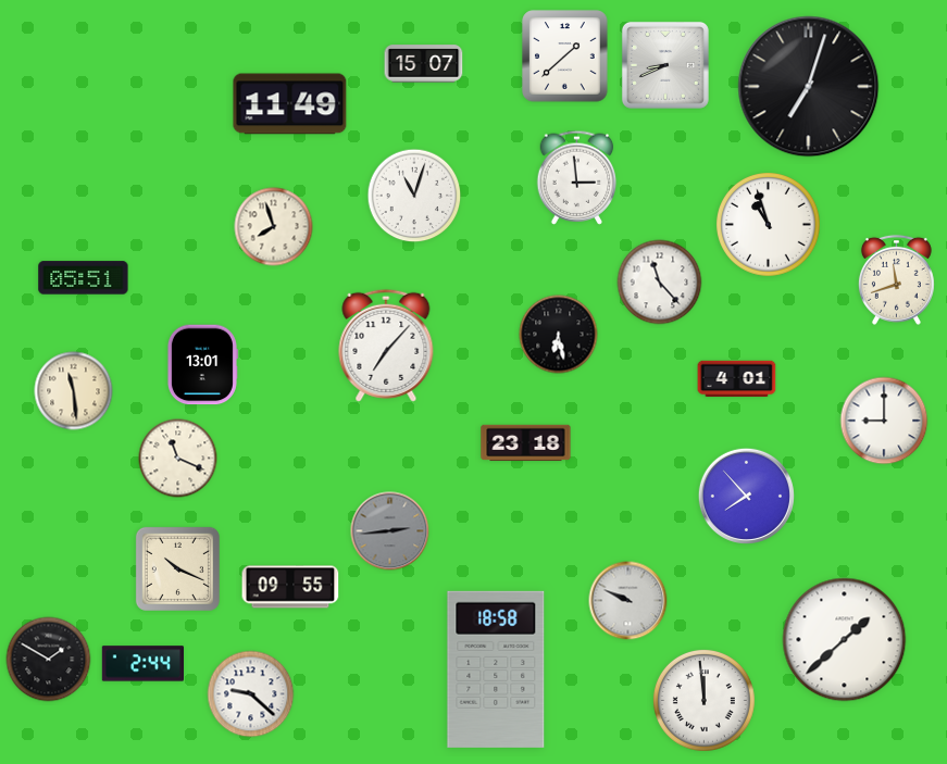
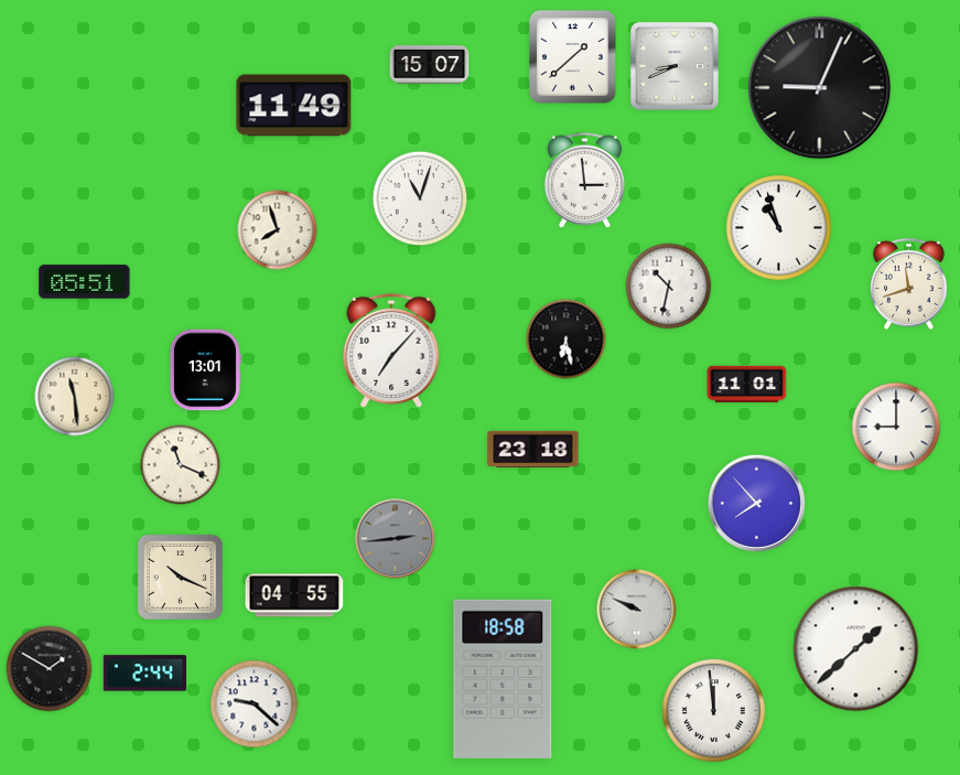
clock at (809, 87): 7:03 -> 9:04
clock at (660, 283): 11:23 -> 10:32
clock at (737, 379): 4:01 -> 11:01
clock at (290, 587): 09:55 -> 04:55
